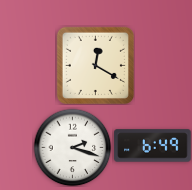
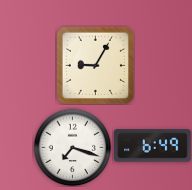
clock at (95, 65): 12:20 -> 9:05
clock at (72, 147): 2:18 -> 7:18
